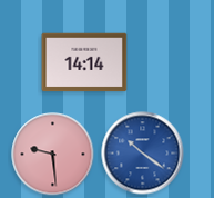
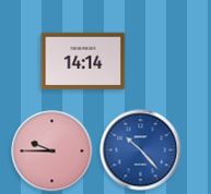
clock at (143, 154): 10:21 -> 10:23
clock at (53, 155): 9:29 -> 9:45
